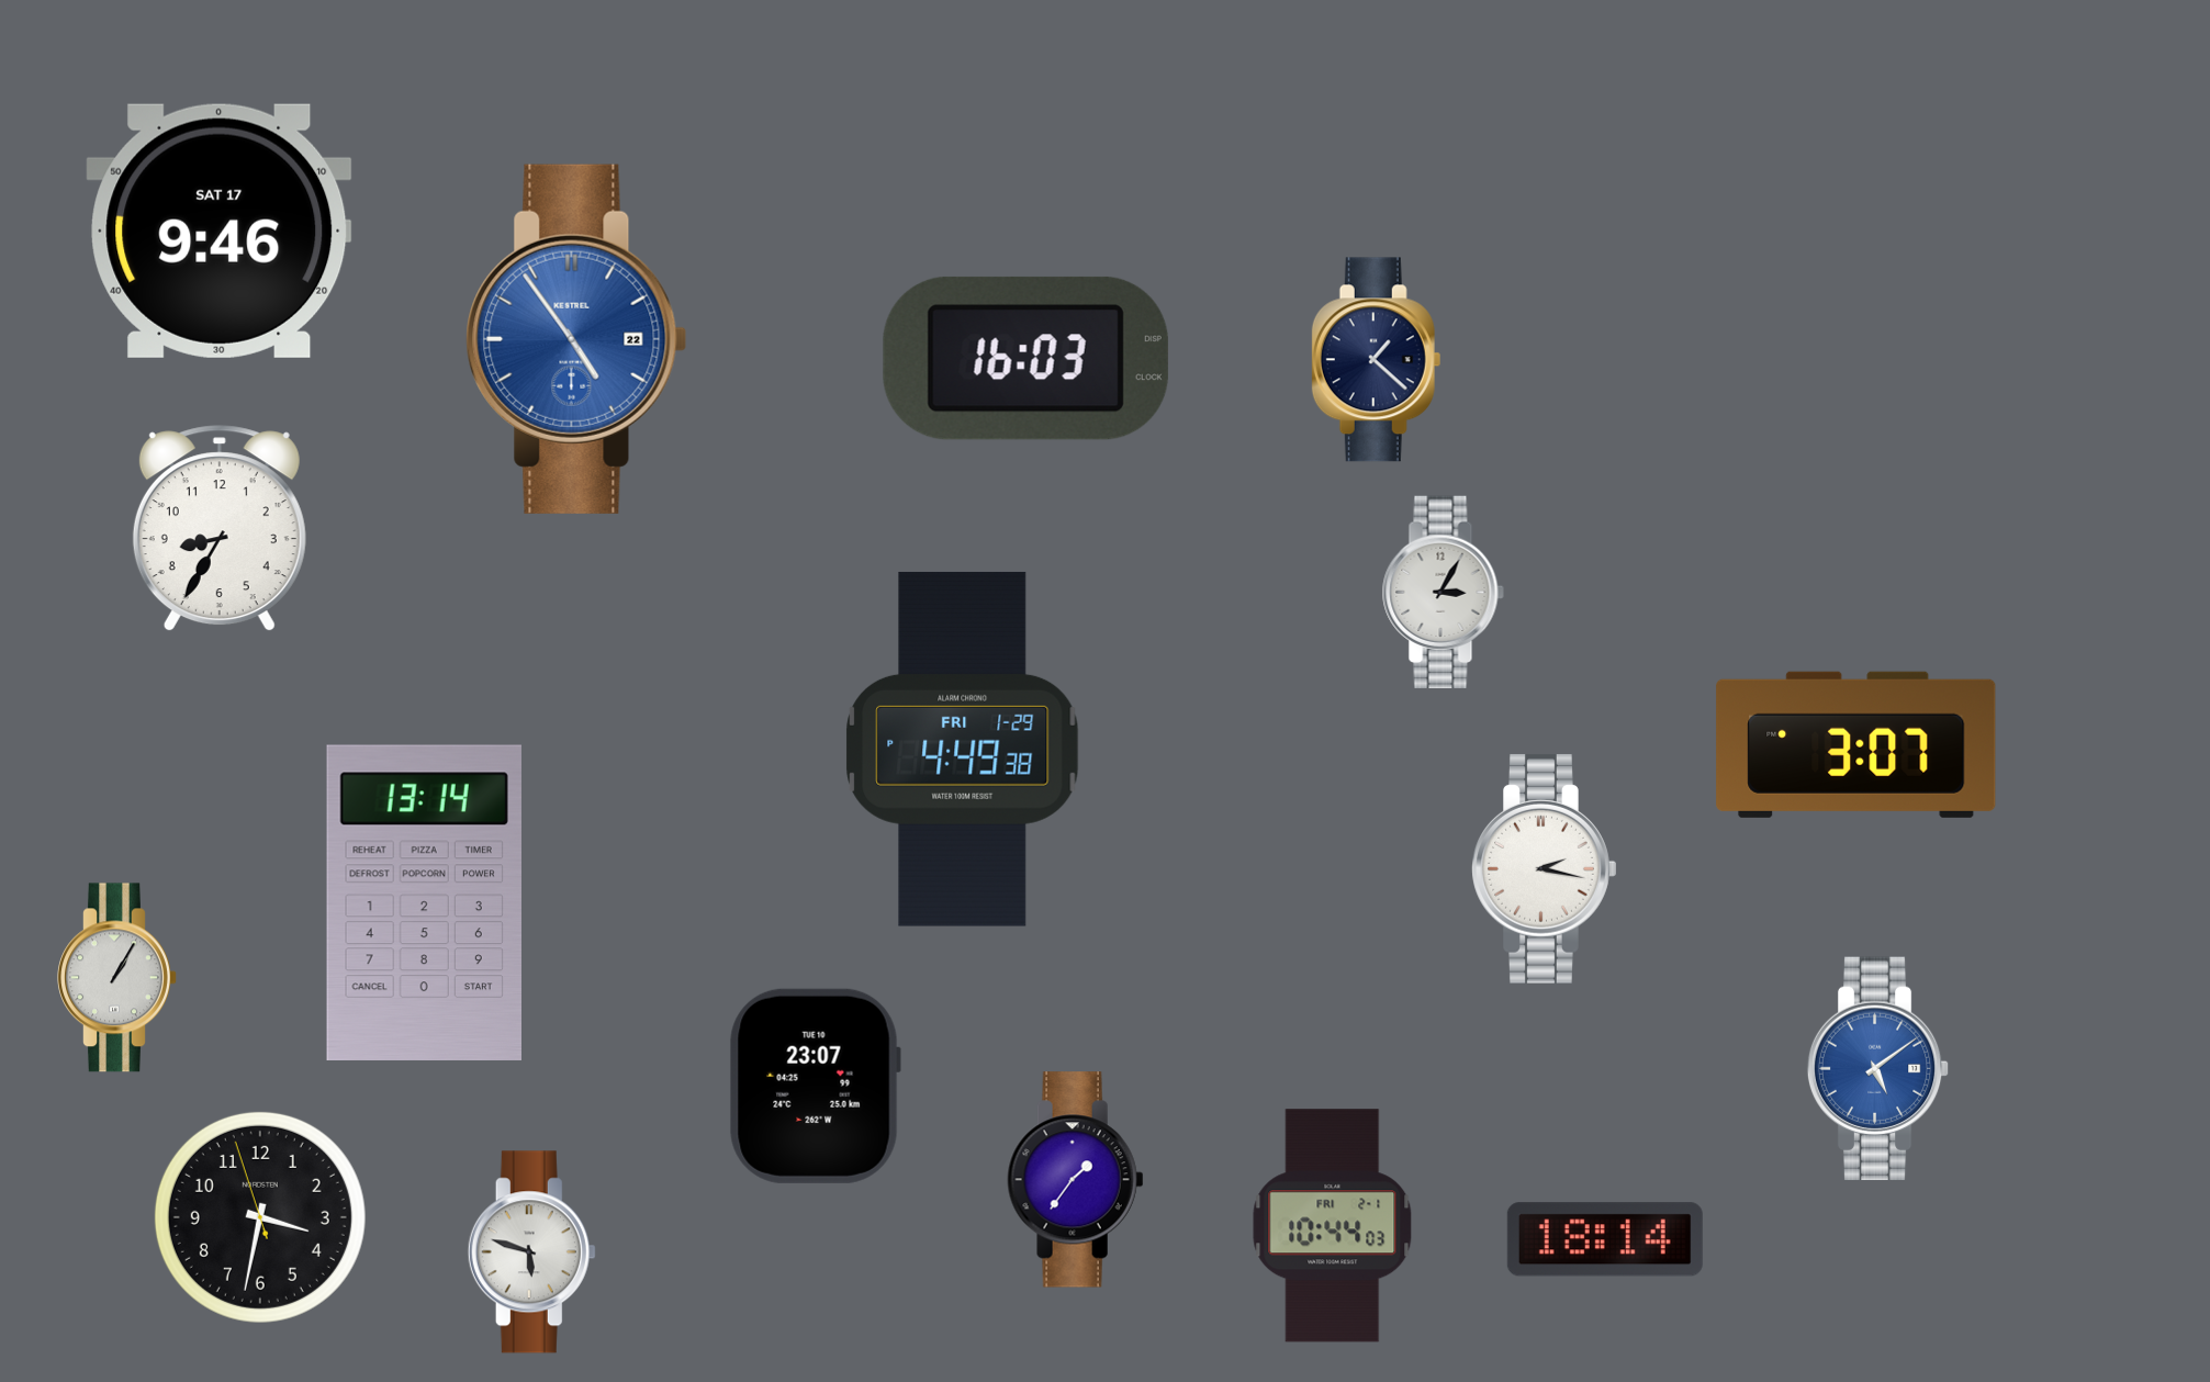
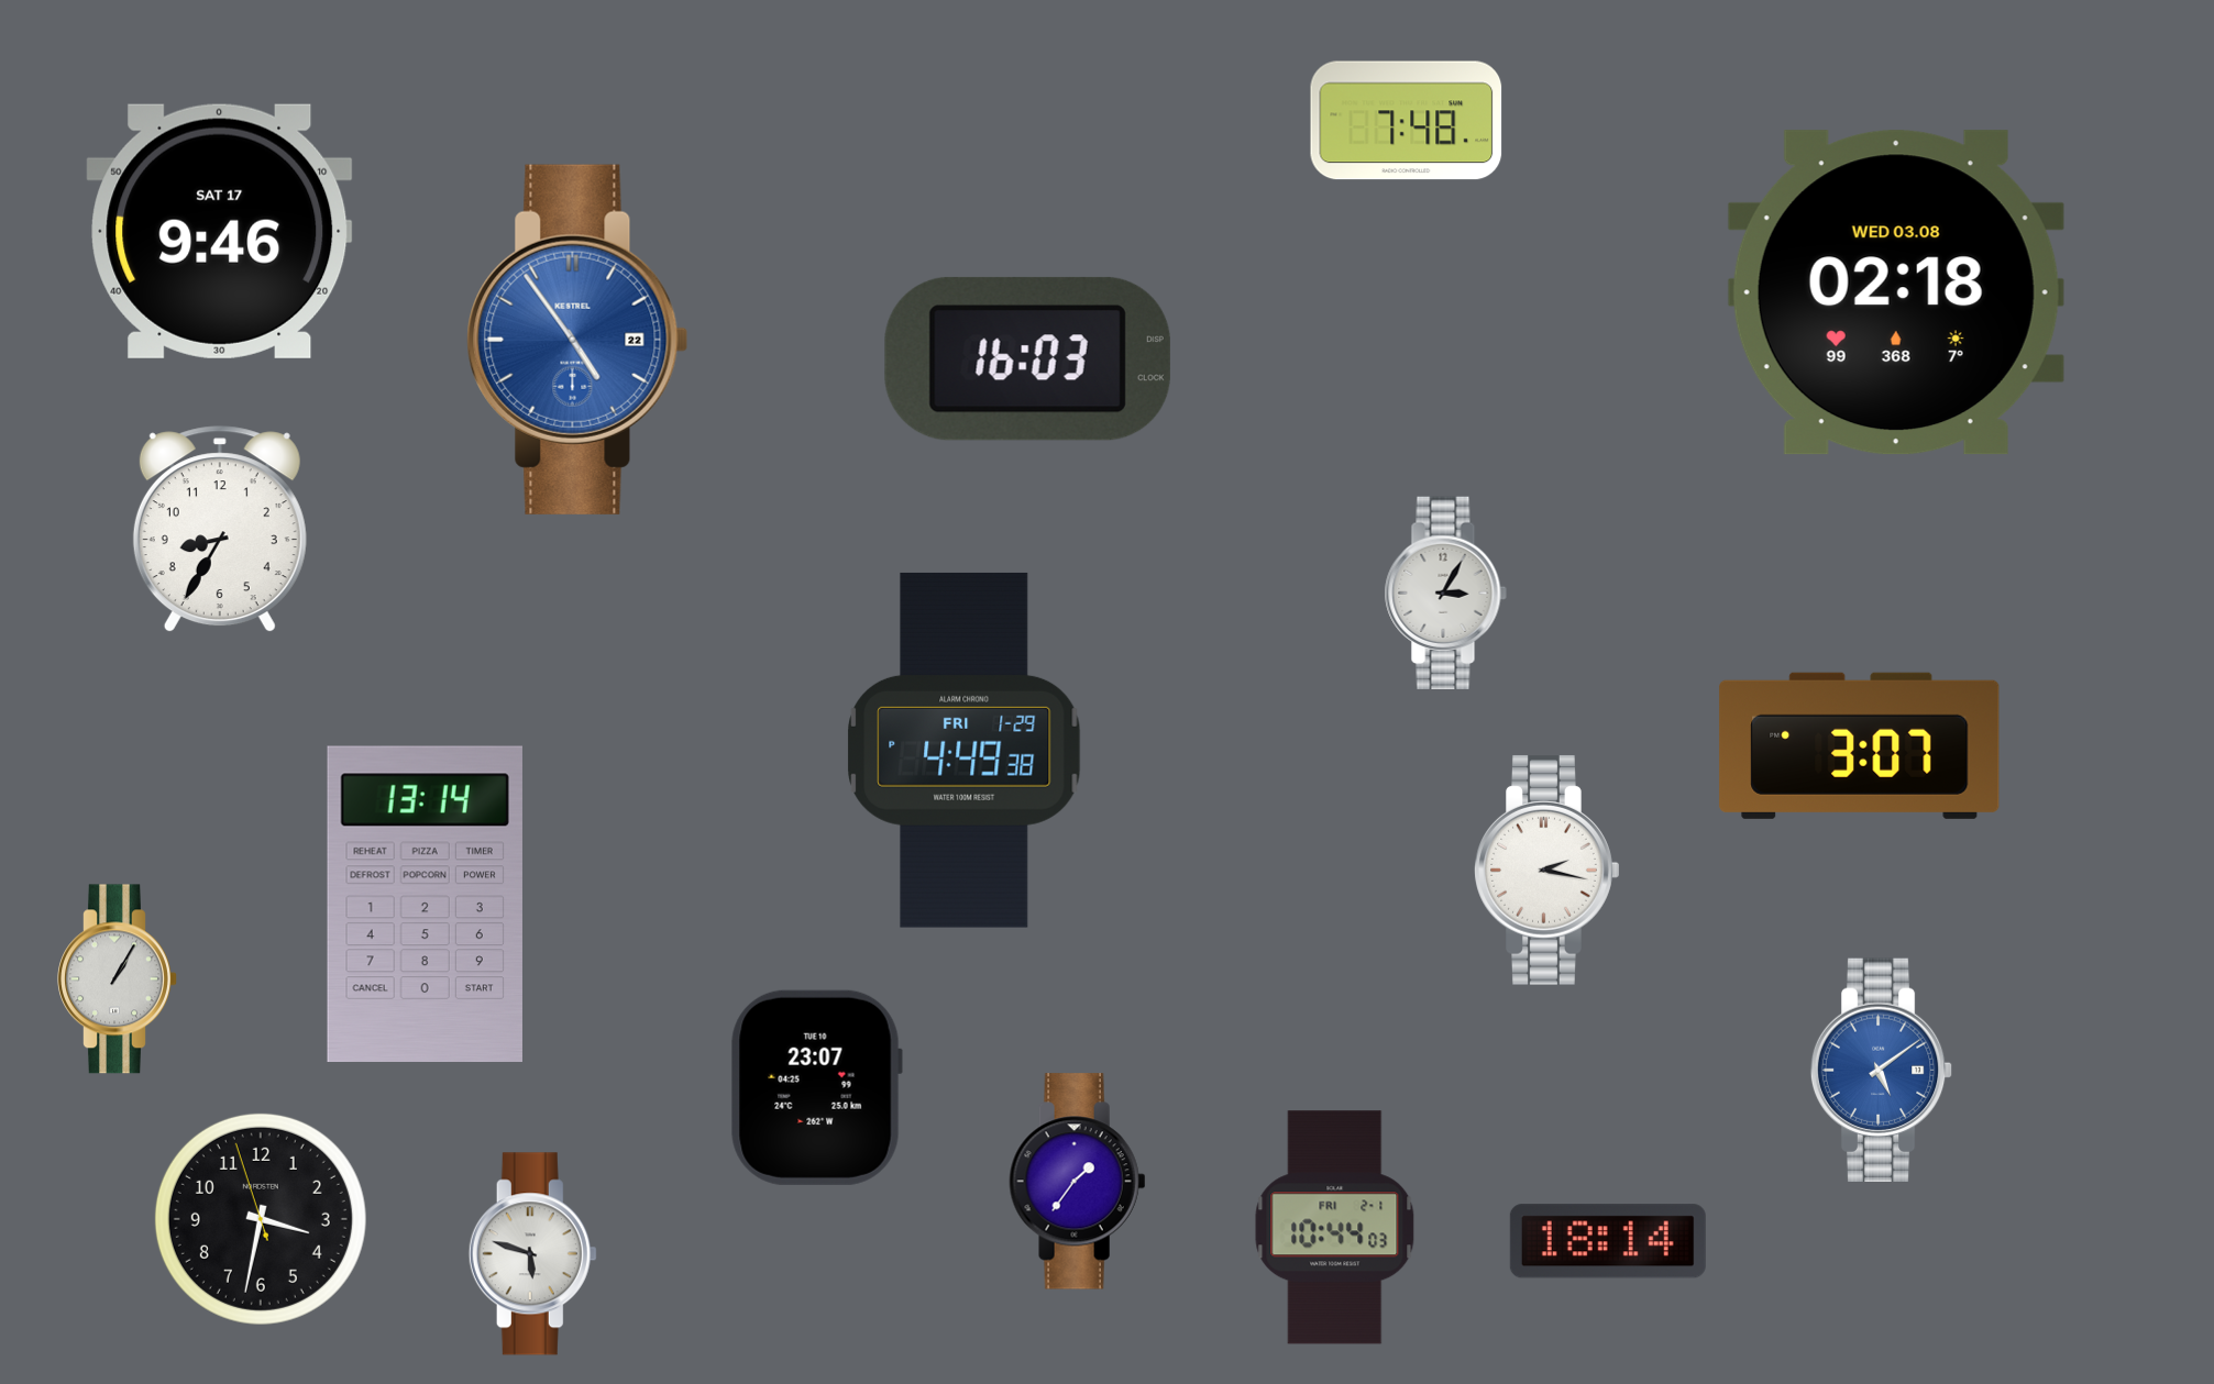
clock at (1407, 121): none -> 7:48
clock at (1896, 292): none -> 02:18
clock at (1377, 360): 1:22 -> none
